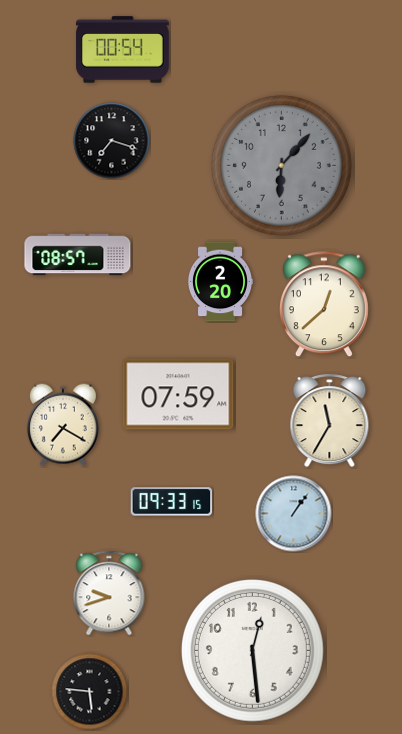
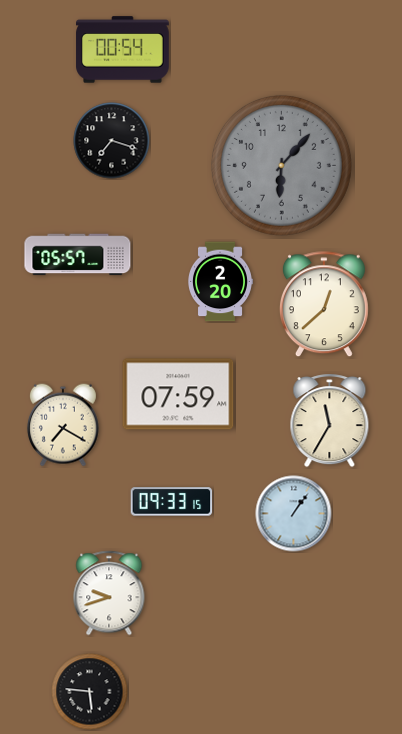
clock at (78, 255): 08:57 -> 05:57
clock at (252, 650): 12:29 -> none
